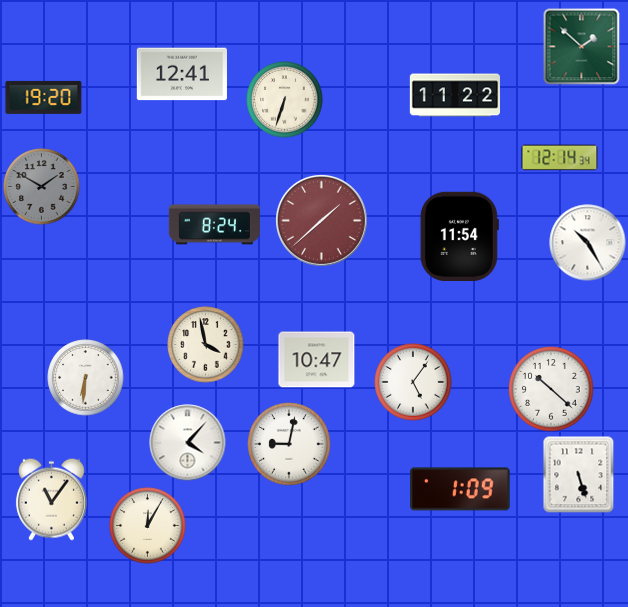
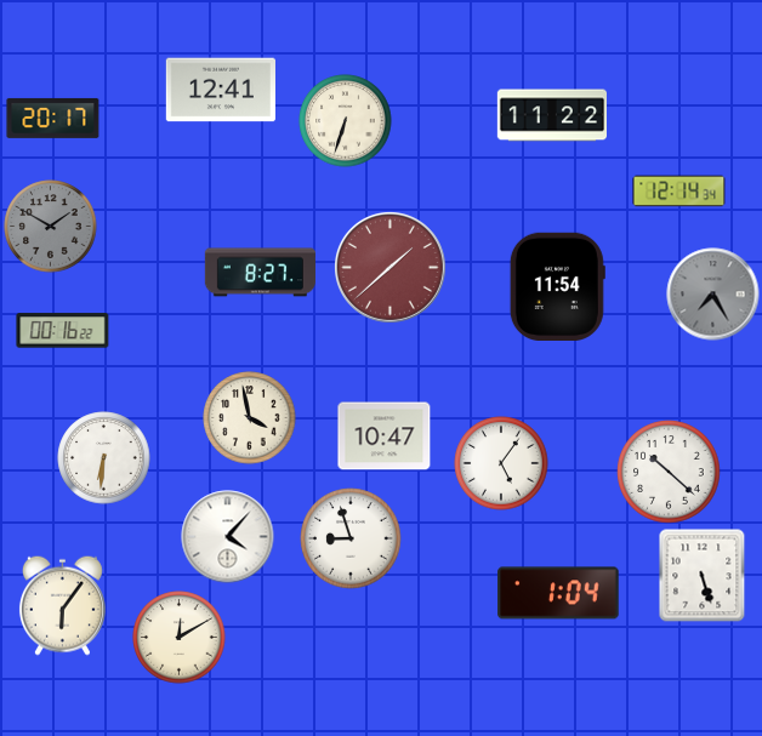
clock at (582, 47): 1:52 -> none
clock at (44, 97): 19:20 -> 20:17
clock at (214, 225): 8:24 -> 8:27
clock at (588, 243): 10:25 -> 7:25
clock at (588, 243) dial: white -> grey
clock at (63, 331): none -> 00:16
clock at (289, 444): 9:02 -> 8:57
clock at (460, 489): 1:09 -> 1:04
clock at (51, 499): 11:06 -> 6:06
clock at (148, 526): 12:05 -> 12:10
